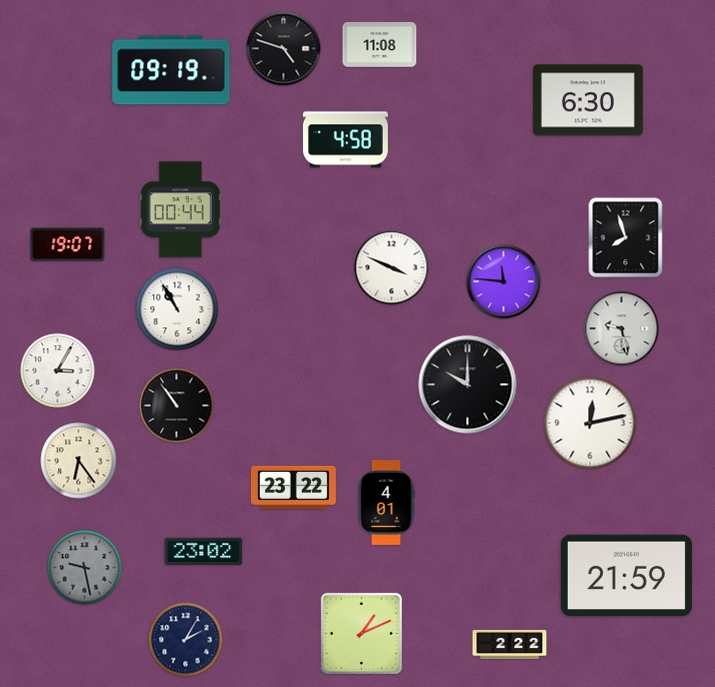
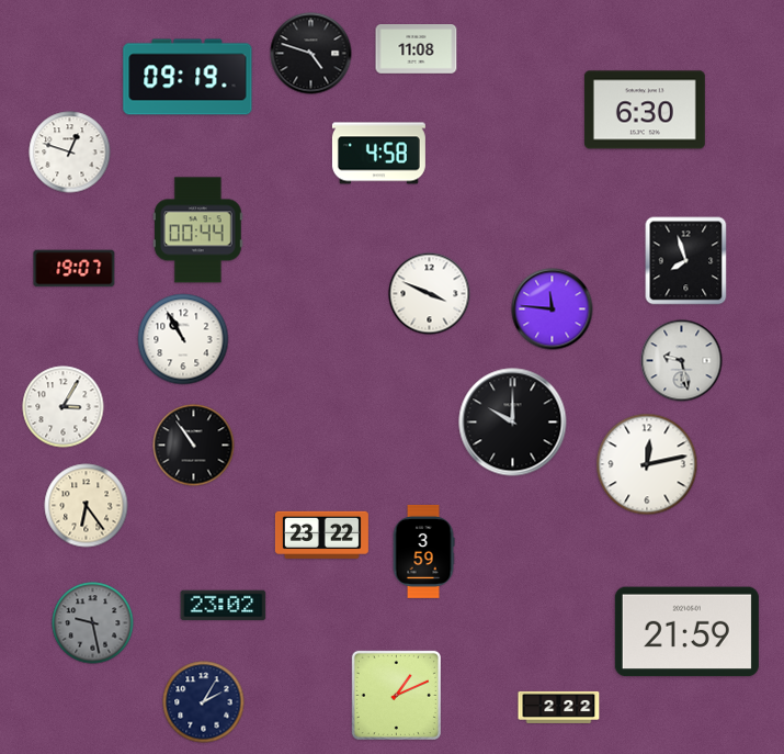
clock at (70, 153): none -> 12:48
clock at (177, 309) position: (177, 309) -> (183, 339)
clock at (386, 502): 4:01 -> 3:59
